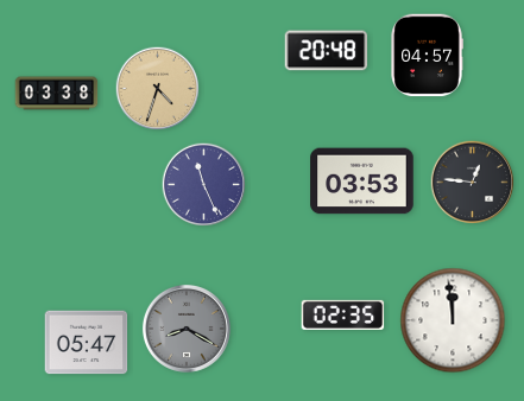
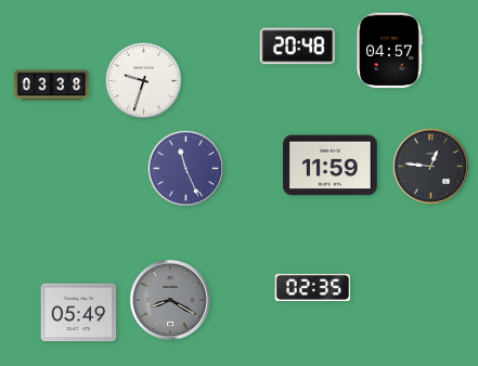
clock at (158, 89): 4:33 -> 9:33
clock at (158, 89) dial: champagne -> white
clock at (362, 182): 03:53 -> 11:59
clock at (453, 320): 11:59 -> none
clock at (87, 343): 05:47 -> 05:49
